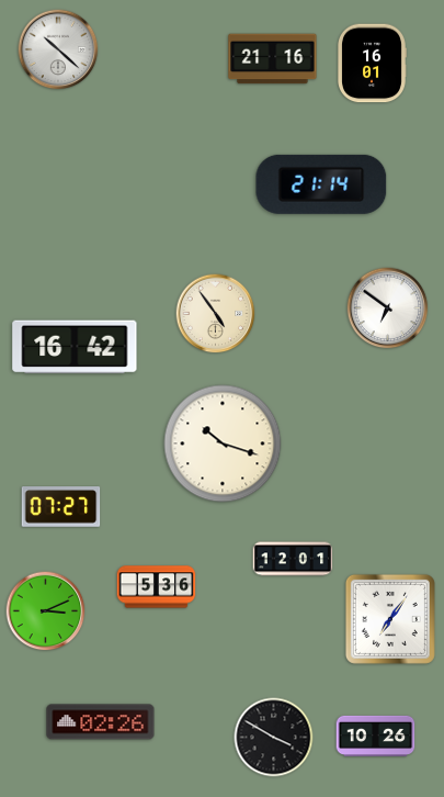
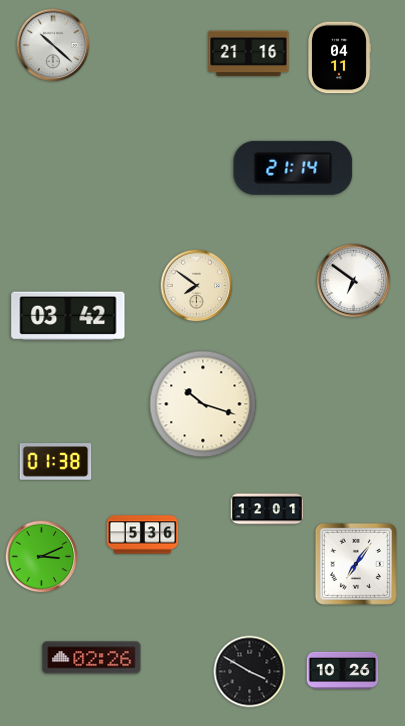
clock at (373, 64): 16:01 -> 04:11
clock at (216, 314): 4:54 -> 7:51
clock at (75, 347): 16:42 -> 03:42
clock at (61, 507): 07:27 -> 01:38
